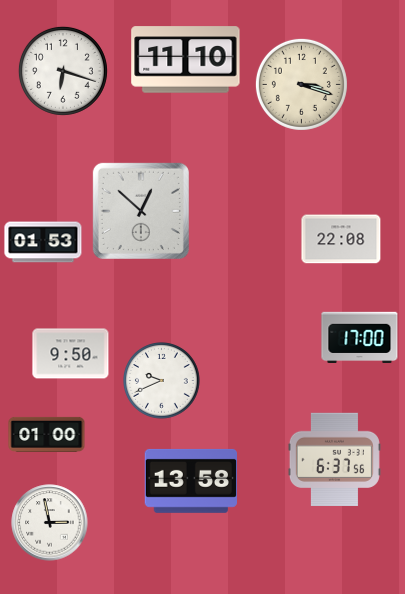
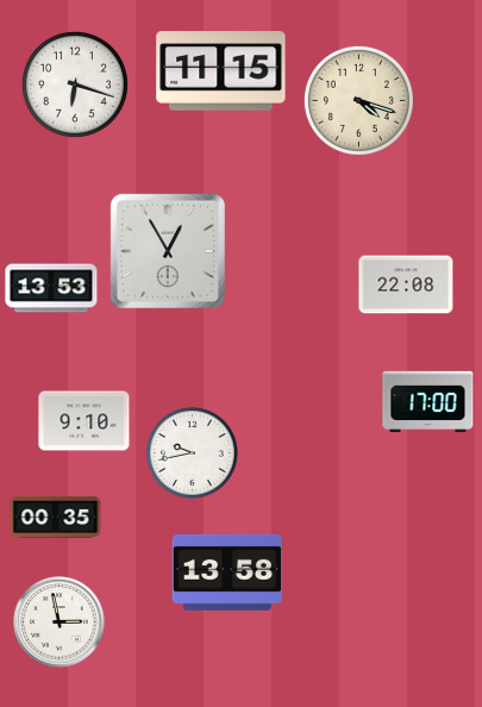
clock at (186, 60): 11:10 -> 11:15
clock at (301, 84): 3:18 -> 4:18
clock at (141, 211): 12:52 -> 12:55
clock at (43, 242): 01:53 -> 13:53
clock at (71, 354): 9:50 -> 9:10
clock at (162, 381): 9:41 -> 9:43
clock at (47, 434): 01:00 -> 00:35
clock at (334, 459): 6:37 -> none
